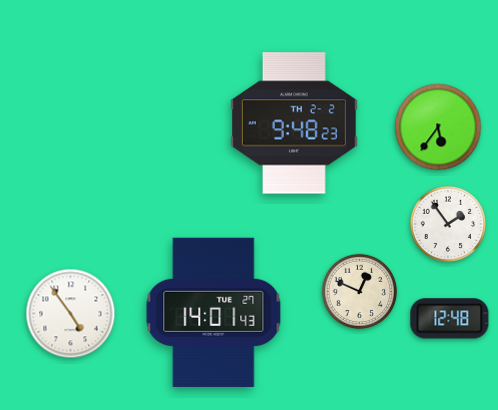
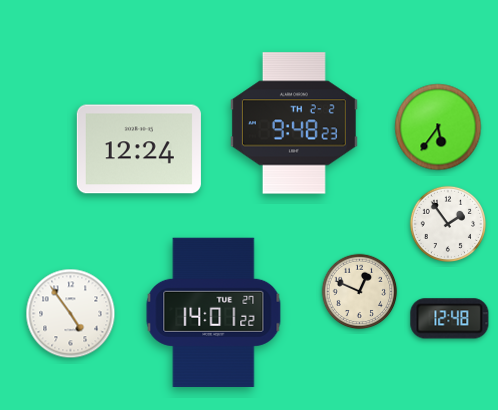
clock at (139, 149): none -> 12:24
clock at (214, 312): 14:01:43 -> 14:01:22
